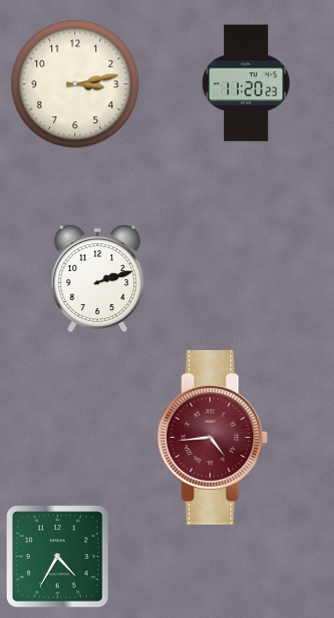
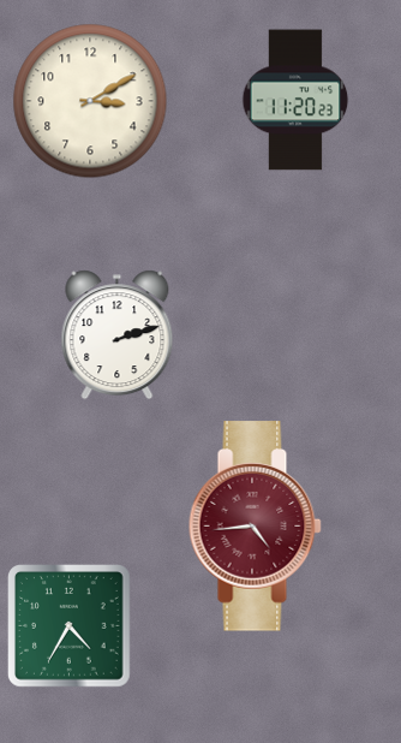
clock at (75, 84): 3:13 -> 3:10
clock at (58, 557) position: (58, 557) -> (70, 626)
